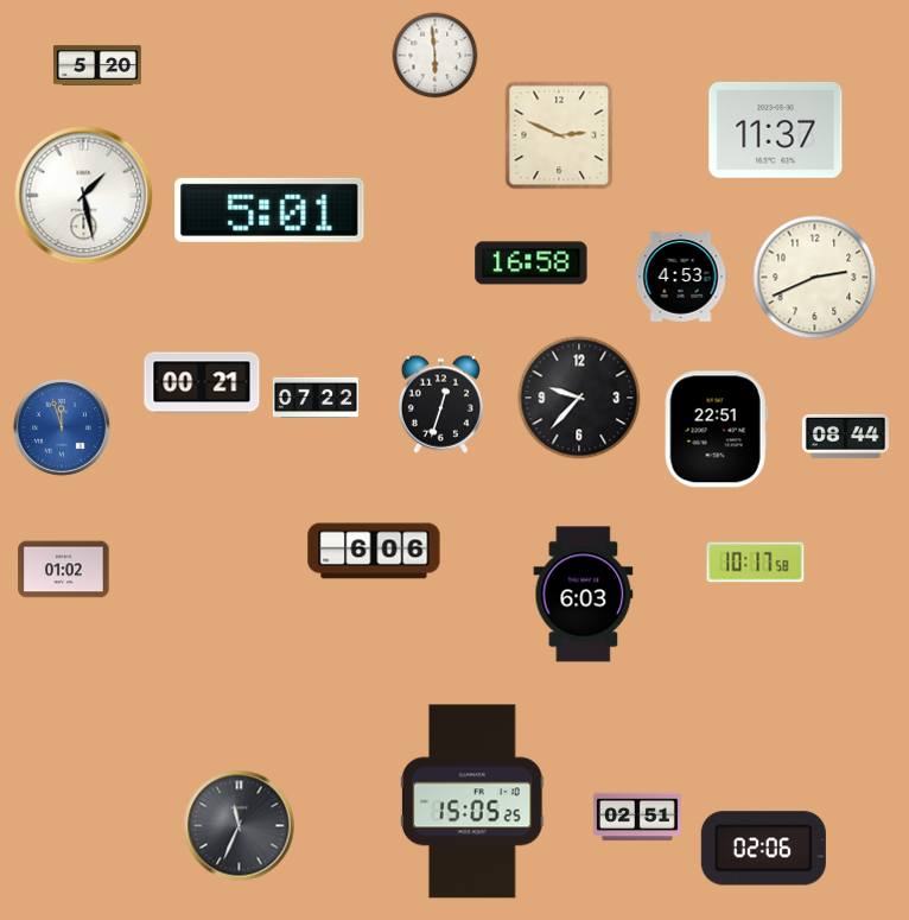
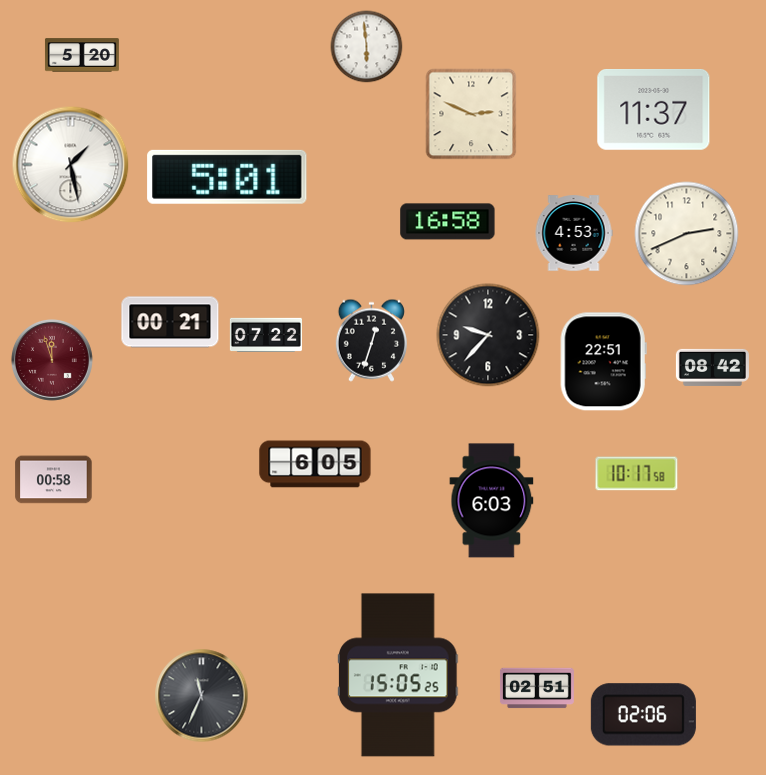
clock at (62, 427) dial: blue -> burgundy
clock at (845, 436): 08:44 -> 08:42
clock at (374, 551): 6:06 -> 6:05
clock at (64, 570): 01:02 -> 00:58
